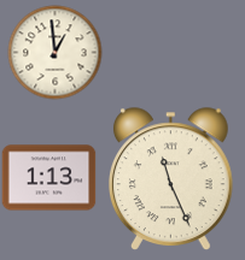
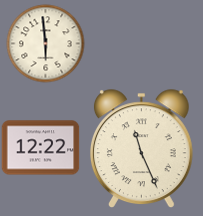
clock at (54, 52): 12:59 -> 5:59
clock at (48, 178): 1:13 -> 12:22
